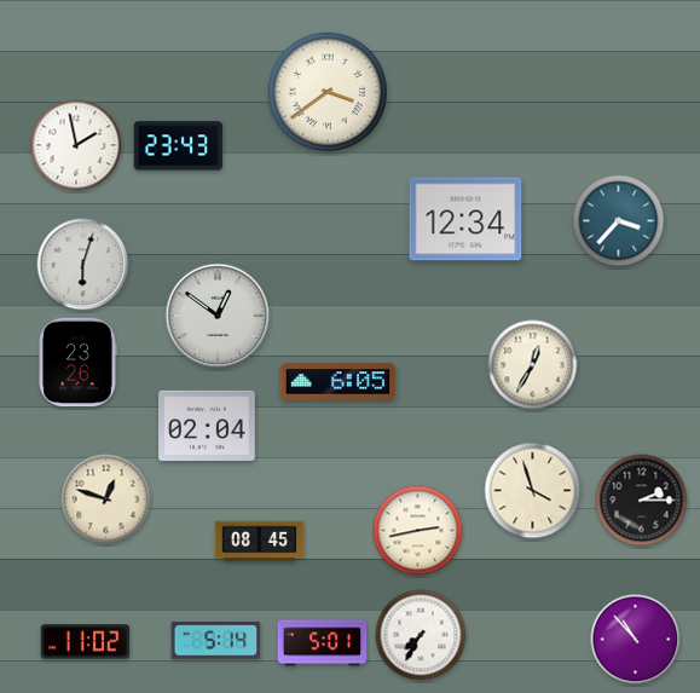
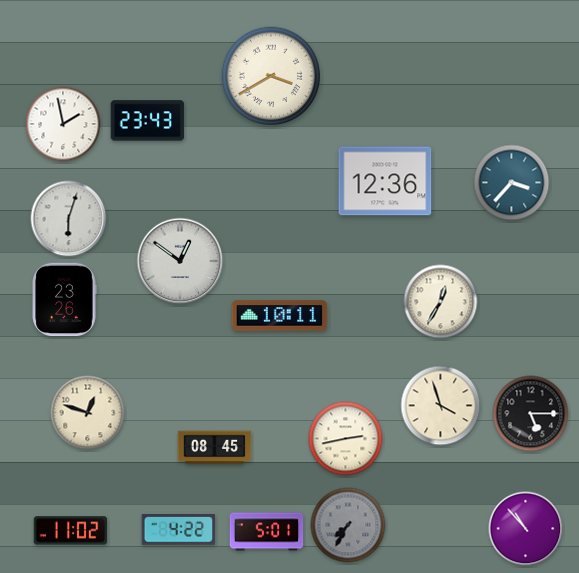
clock at (328, 92): 3:39 -> 3:40
clock at (76, 145) position: (76, 145) -> (63, 124)
clock at (465, 219): 12:34 -> 12:36
clock at (339, 382): 6:05 -> 10:11
clock at (207, 425): 02:04 -> none
clock at (642, 501): 2:15 -> 5:15
clock at (421, 635) dial: white -> grey
clock at (216, 641): 5:14 -> 4:22
